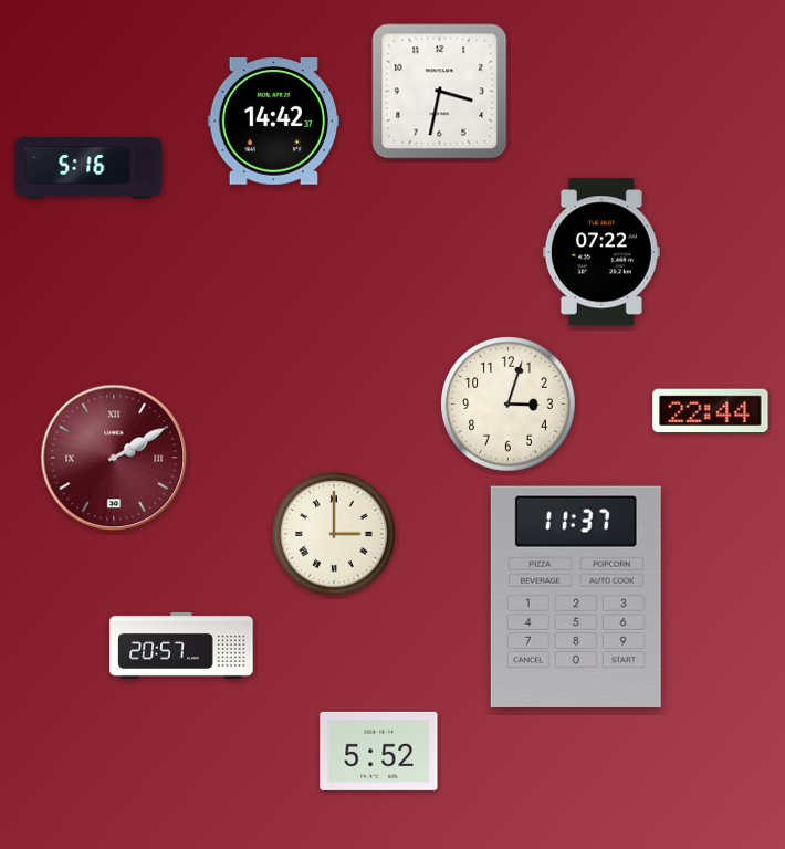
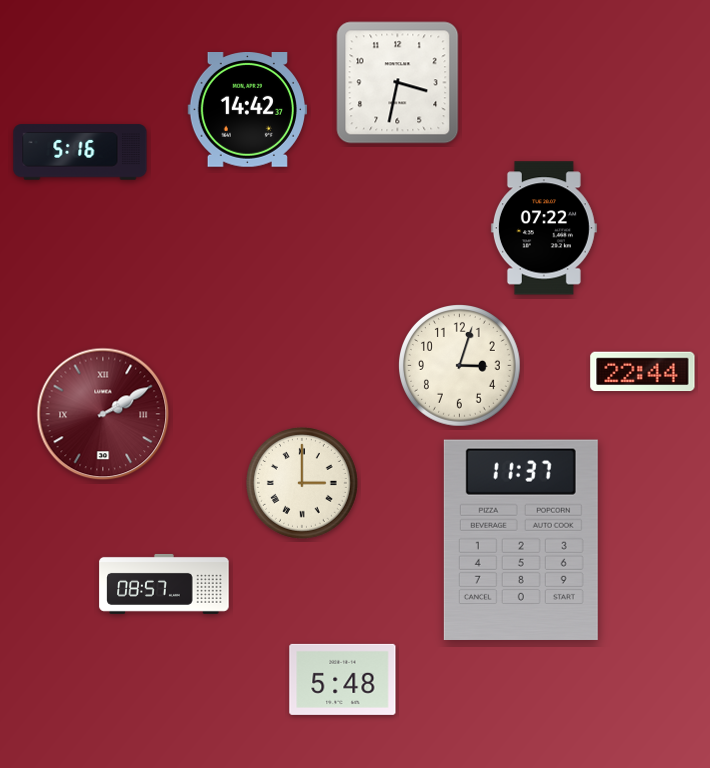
clock at (181, 646): 20:57 -> 08:57
clock at (379, 751): 5:52 -> 5:48
